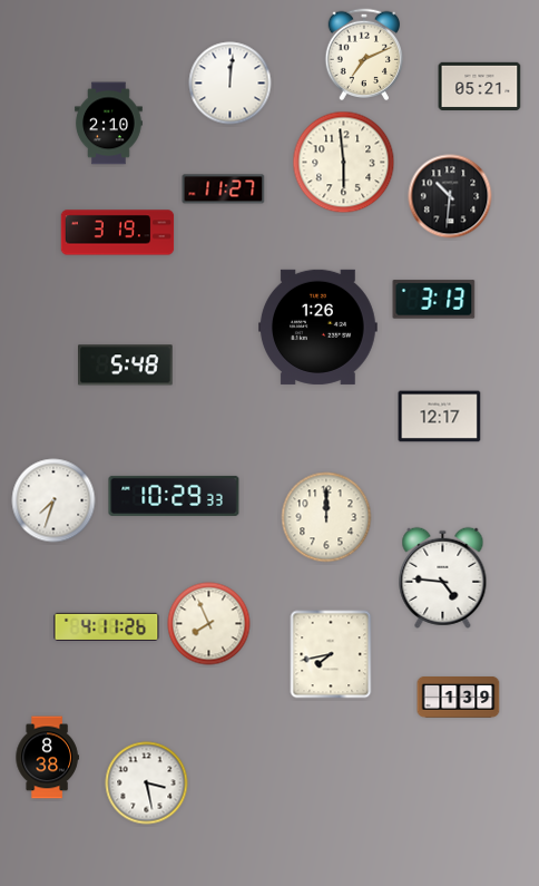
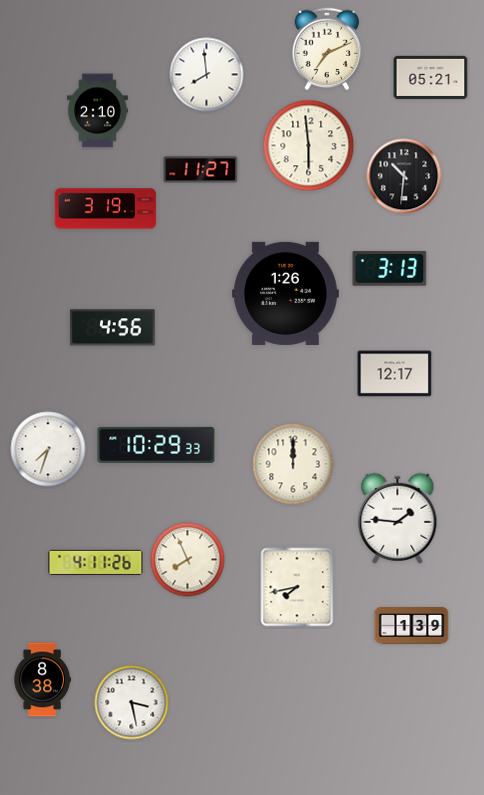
clock at (231, 84): 12:01 -> 7:59
clock at (126, 366): 5:48 -> 4:56
clock at (443, 577): 4:46 -> 1:46
